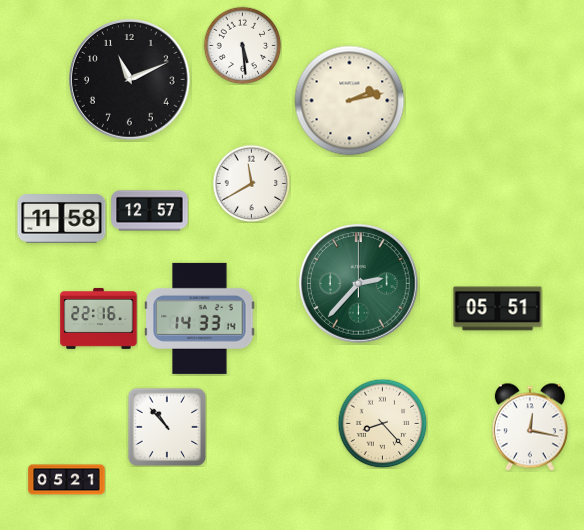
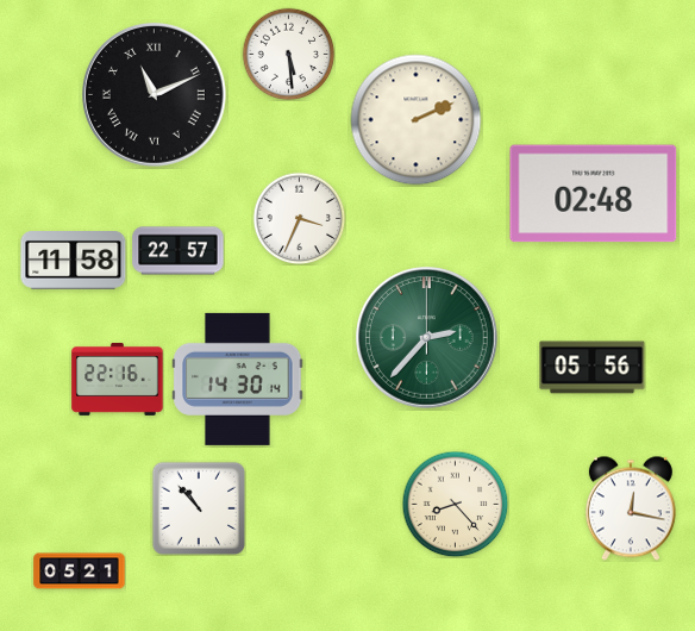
clock at (129, 79) numerals: Arabic -> Roman
clock at (350, 101): 2:13 -> 2:11
clock at (594, 194): none -> 02:48
clock at (251, 183): 11:40 -> 3:34
clock at (150, 211): 12:57 -> 22:57
clock at (498, 309): 05:51 -> 05:56
clock at (200, 318): 14:33 -> 14:30
